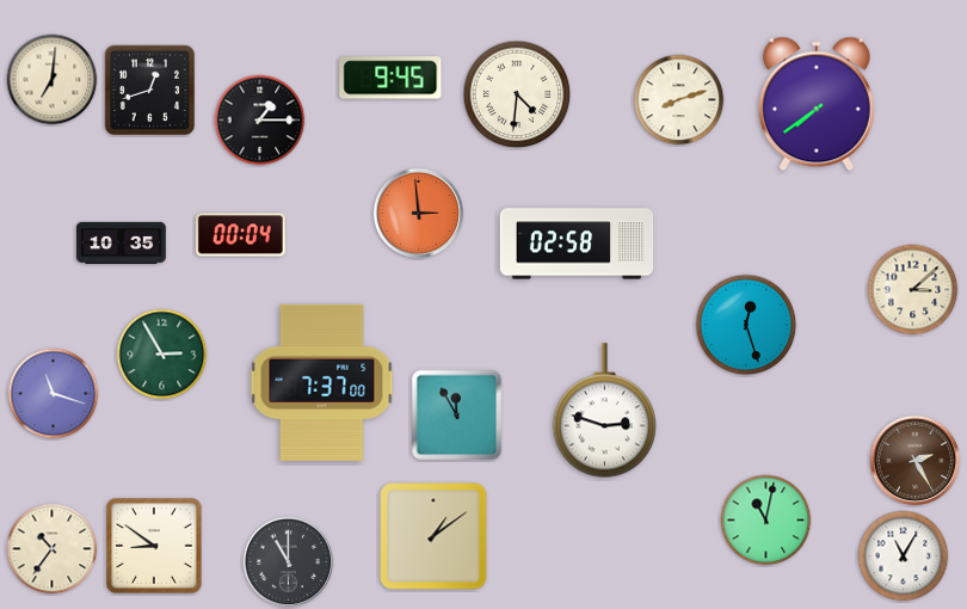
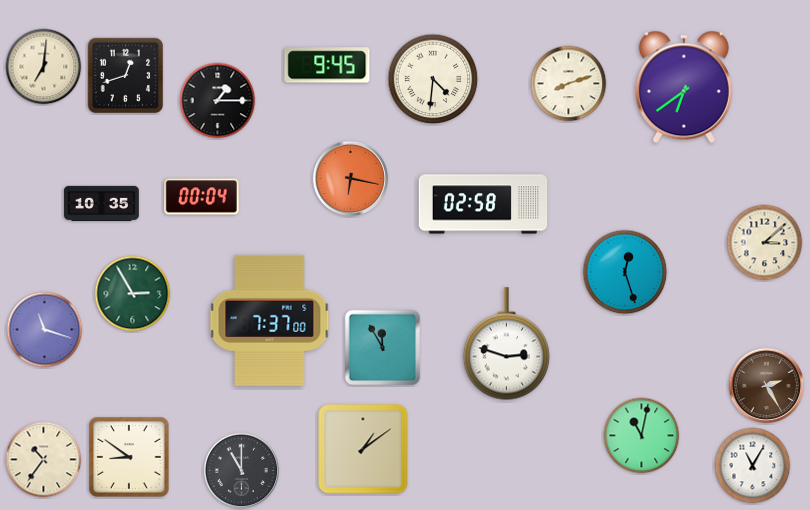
clock at (817, 104): 7:39 -> 6:39
clock at (419, 214): 2:59 -> 6:17
clock at (162, 355) position: (162, 355) -> (133, 294)
clock at (904, 556) position: (904, 556) -> (753, 466)
